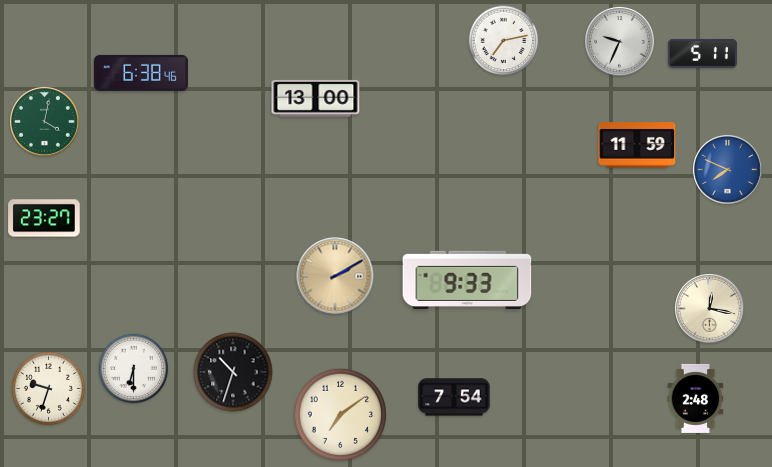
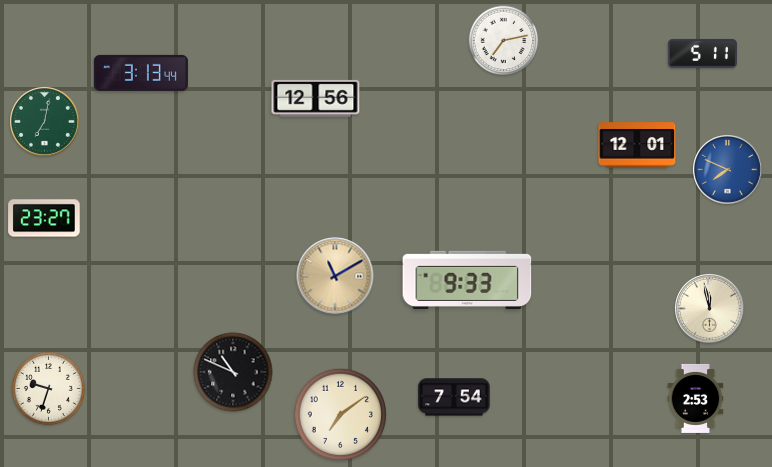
clock at (620, 42): 9:34 -> none
clock at (141, 73): 6:38 -> 3:13
clock at (316, 98): 13:00 -> 12:56
clock at (45, 122): 4:02 -> 7:02
clock at (637, 145): 11:59 -> 12:01
clock at (335, 276): 2:10 -> 11:10
clock at (710, 309): 12:17 -> 11:58
clock at (134, 369): 6:30 -> none
clock at (233, 372): 10:33 -> 10:49
clock at (696, 398): 2:48 -> 2:53
